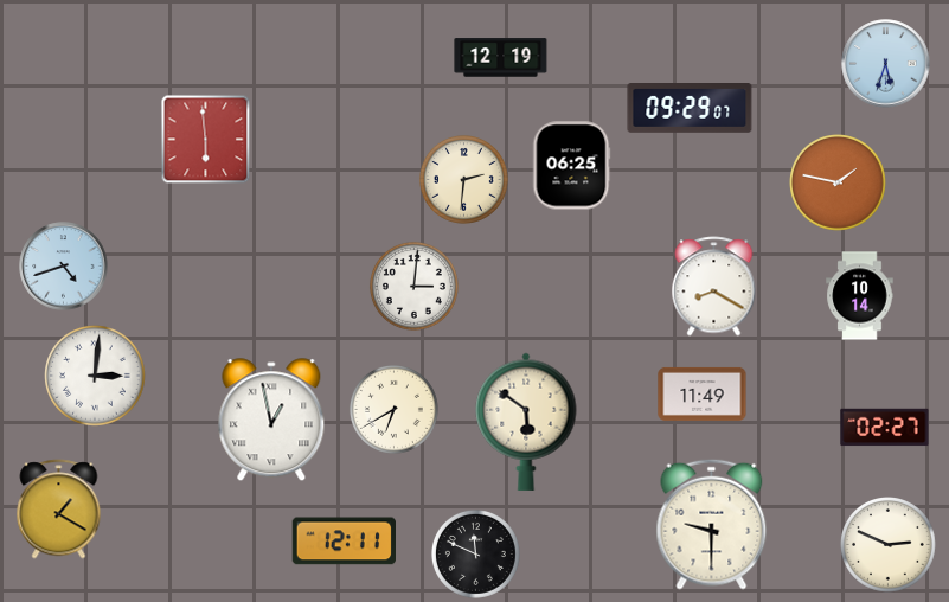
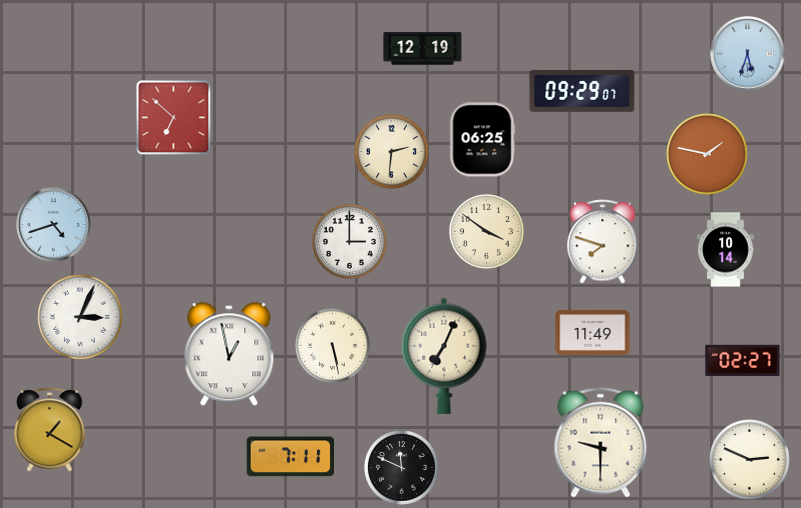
clock at (206, 140): 5:59 -> 6:52
clock at (486, 231): none -> 3:51
clock at (413, 286): 3:01 -> 3:00
clock at (714, 287): 8:20 -> 7:48
clock at (95, 376): 3:01 -> 3:04
clock at (393, 409): 6:40 -> 5:28
clock at (526, 422): 5:51 -> 7:04
clock at (885, 428) position: (885, 428) -> (743, 361)
clock at (344, 542): 12:11 -> 7:11
